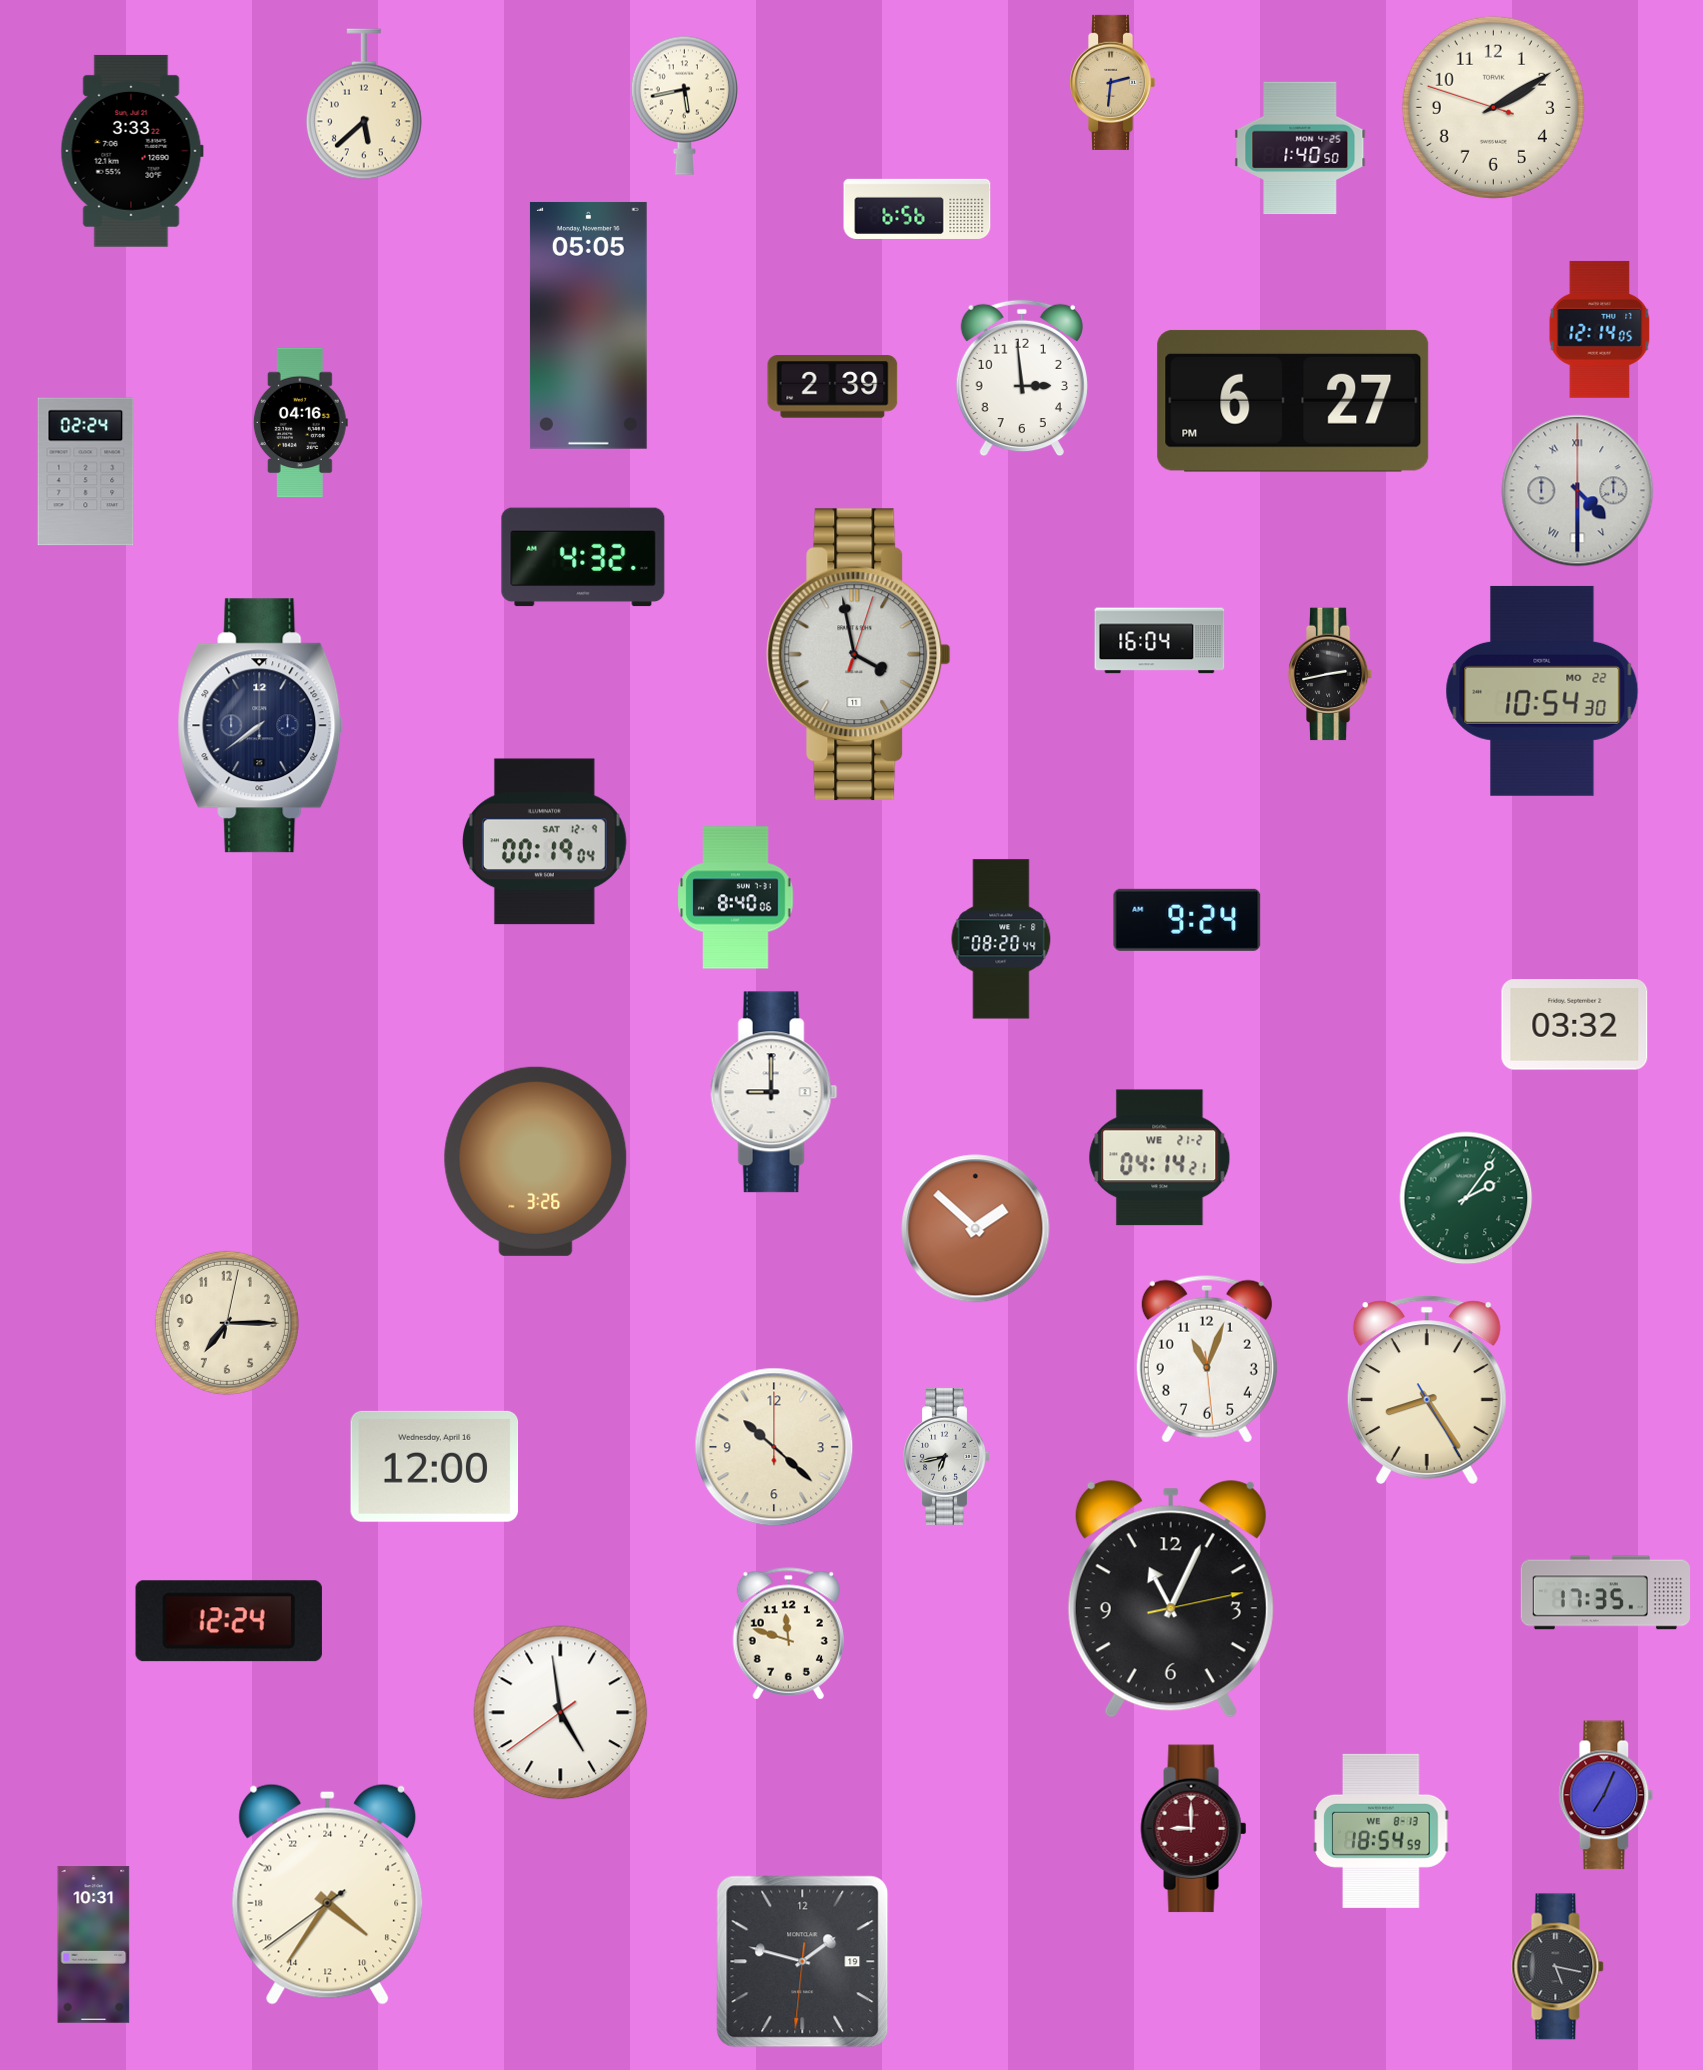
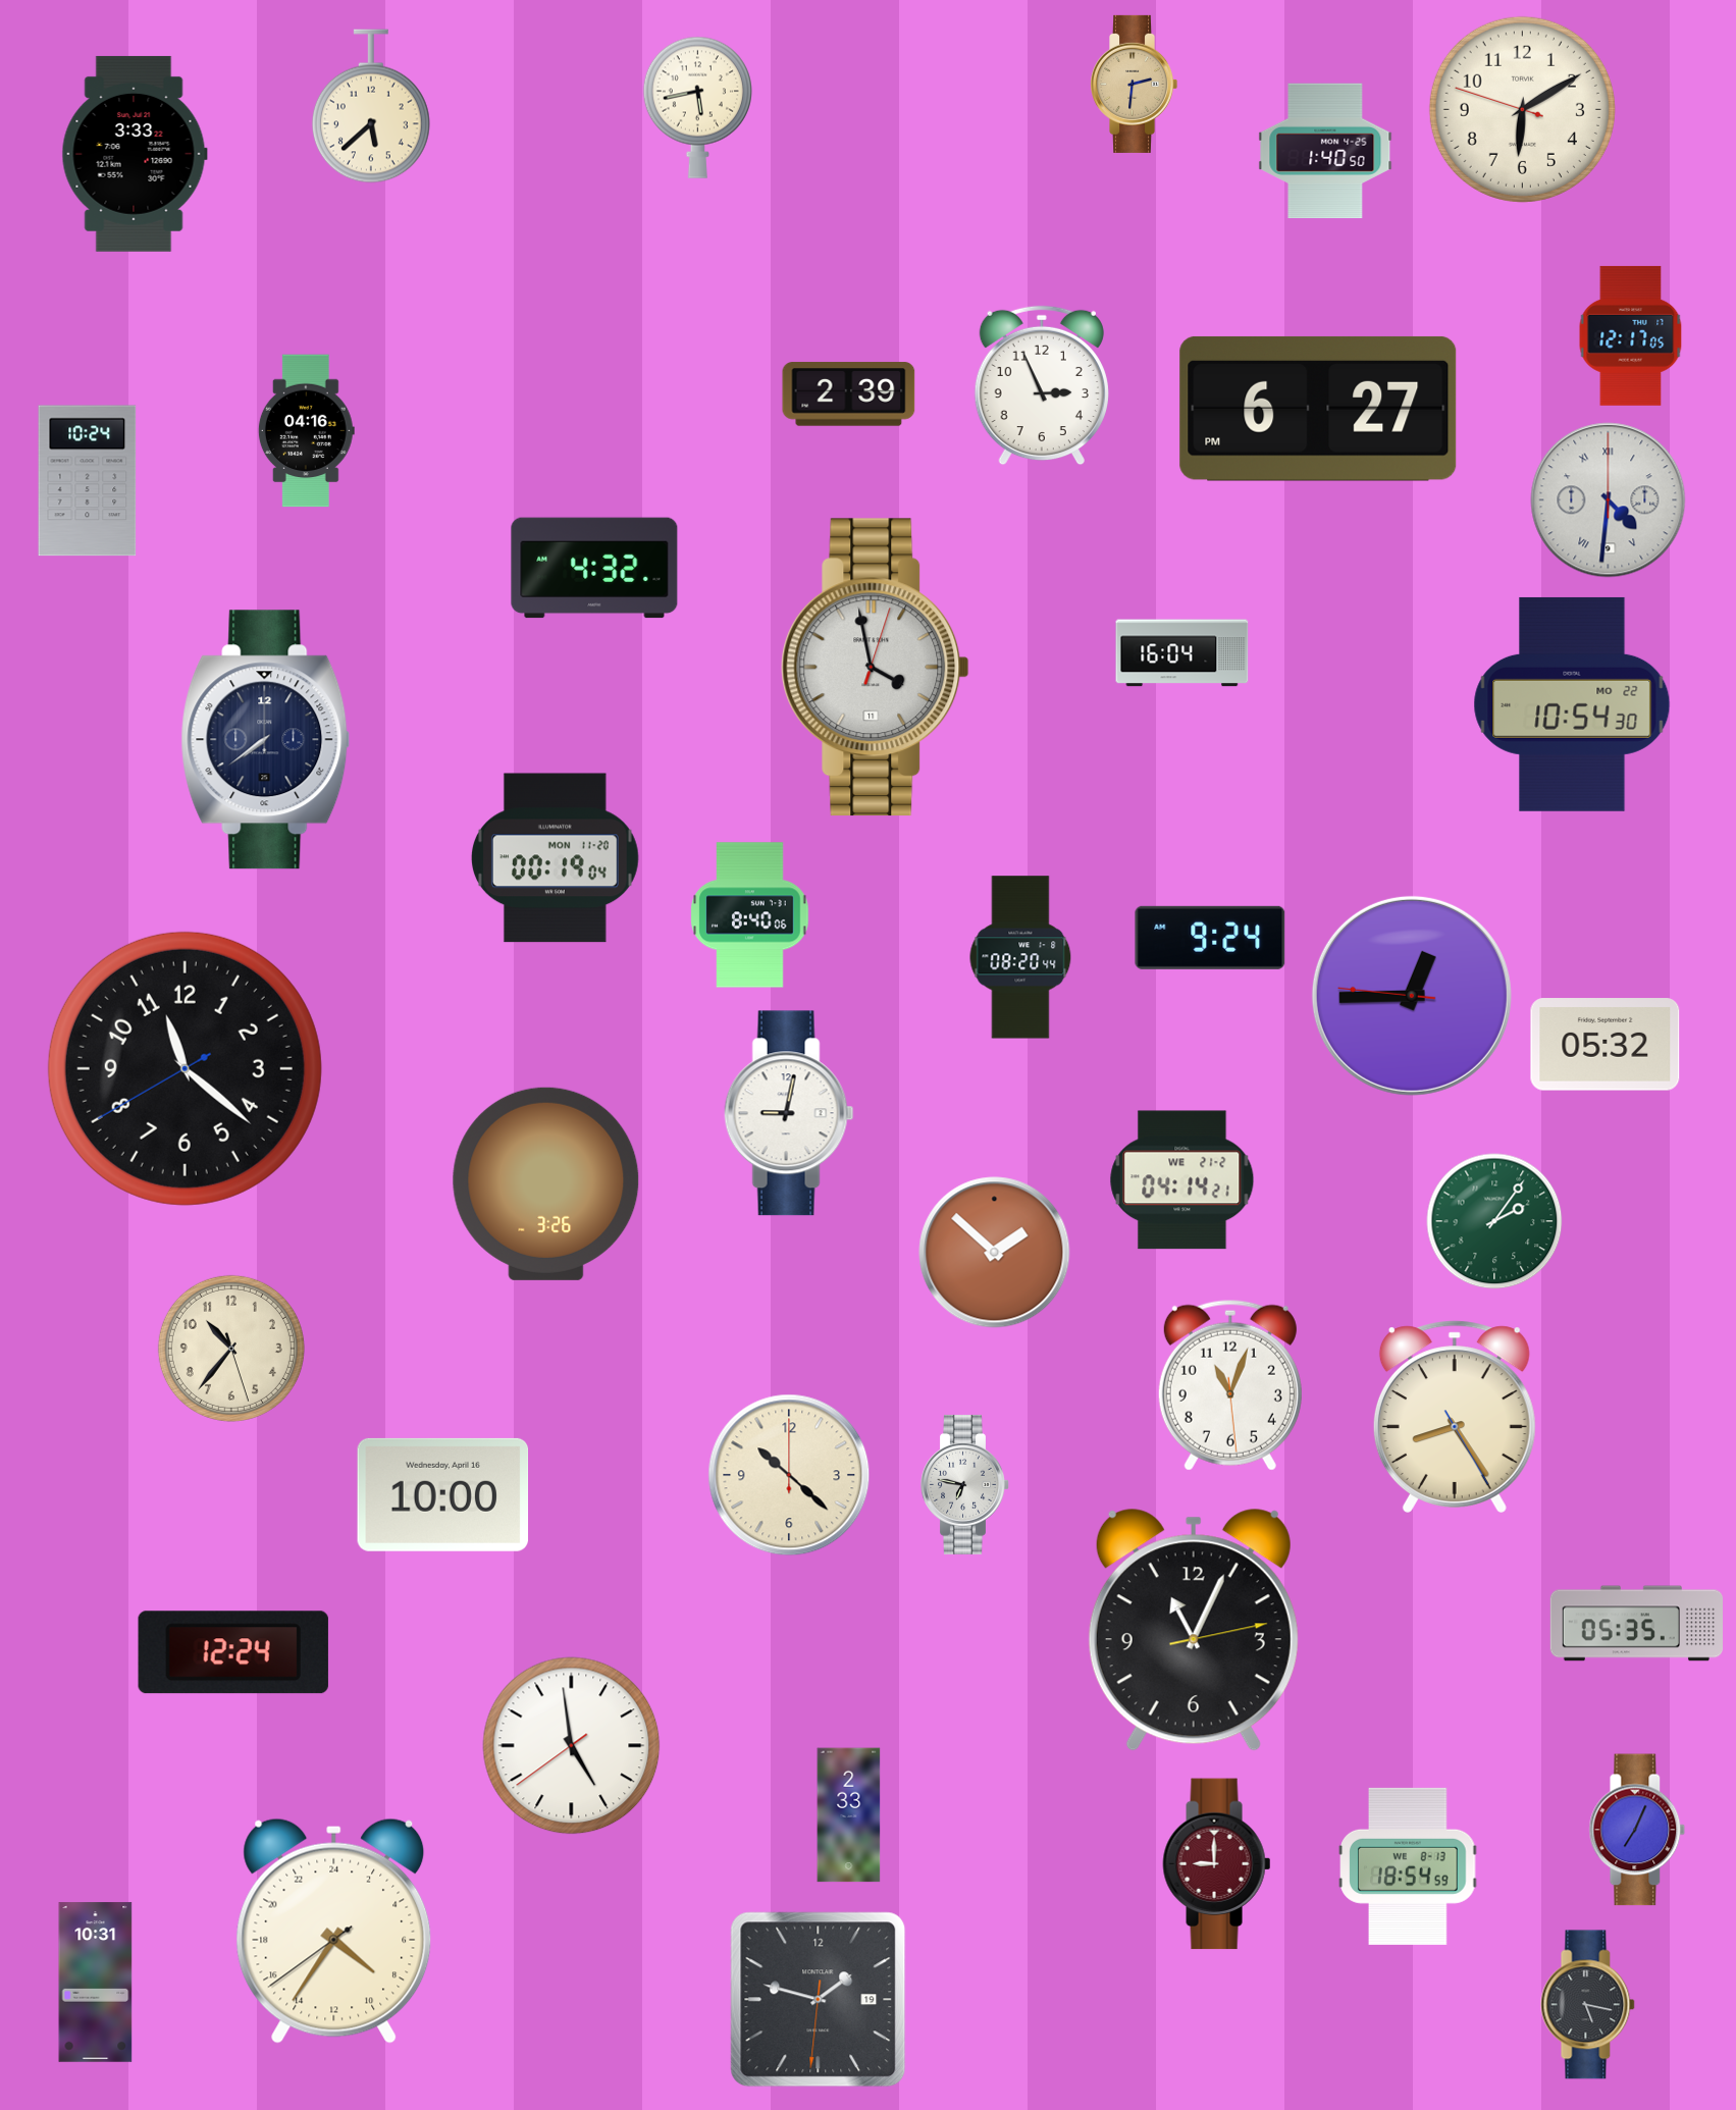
clock at (1493, 107): 2:09 -> 6:09
clock at (917, 209): 6:56 -> none
clock at (588, 325): 05:05 -> none
clock at (1600, 329): 12:14 -> 12:17
clock at (1022, 378): 2:59 -> 2:56
clock at (86, 472): 02:24 -> 10:24
clock at (1578, 491): 4:30 -> 4:31
clock at (1330, 674): 2:43 -> none
clock at (544, 842) date: SAT 12-9 -> MON 11-20
clock at (1412, 996): none -> 12:44
clock at (1575, 1025): 03:32 -> 05:32
clock at (185, 1068): none -> 11:21
clock at (774, 1092): 9:00 -> 9:02
clock at (227, 1323): 7:15 -> 10:36
clock at (947, 1456): 6:43 -> 6:47
clock at (435, 1466): 12:00 -> 10:00
clock at (1606, 1593): 17:35 -> 05:35
clock at (788, 1634): 11:48 -> none
clock at (849, 1815): none -> 2:33
